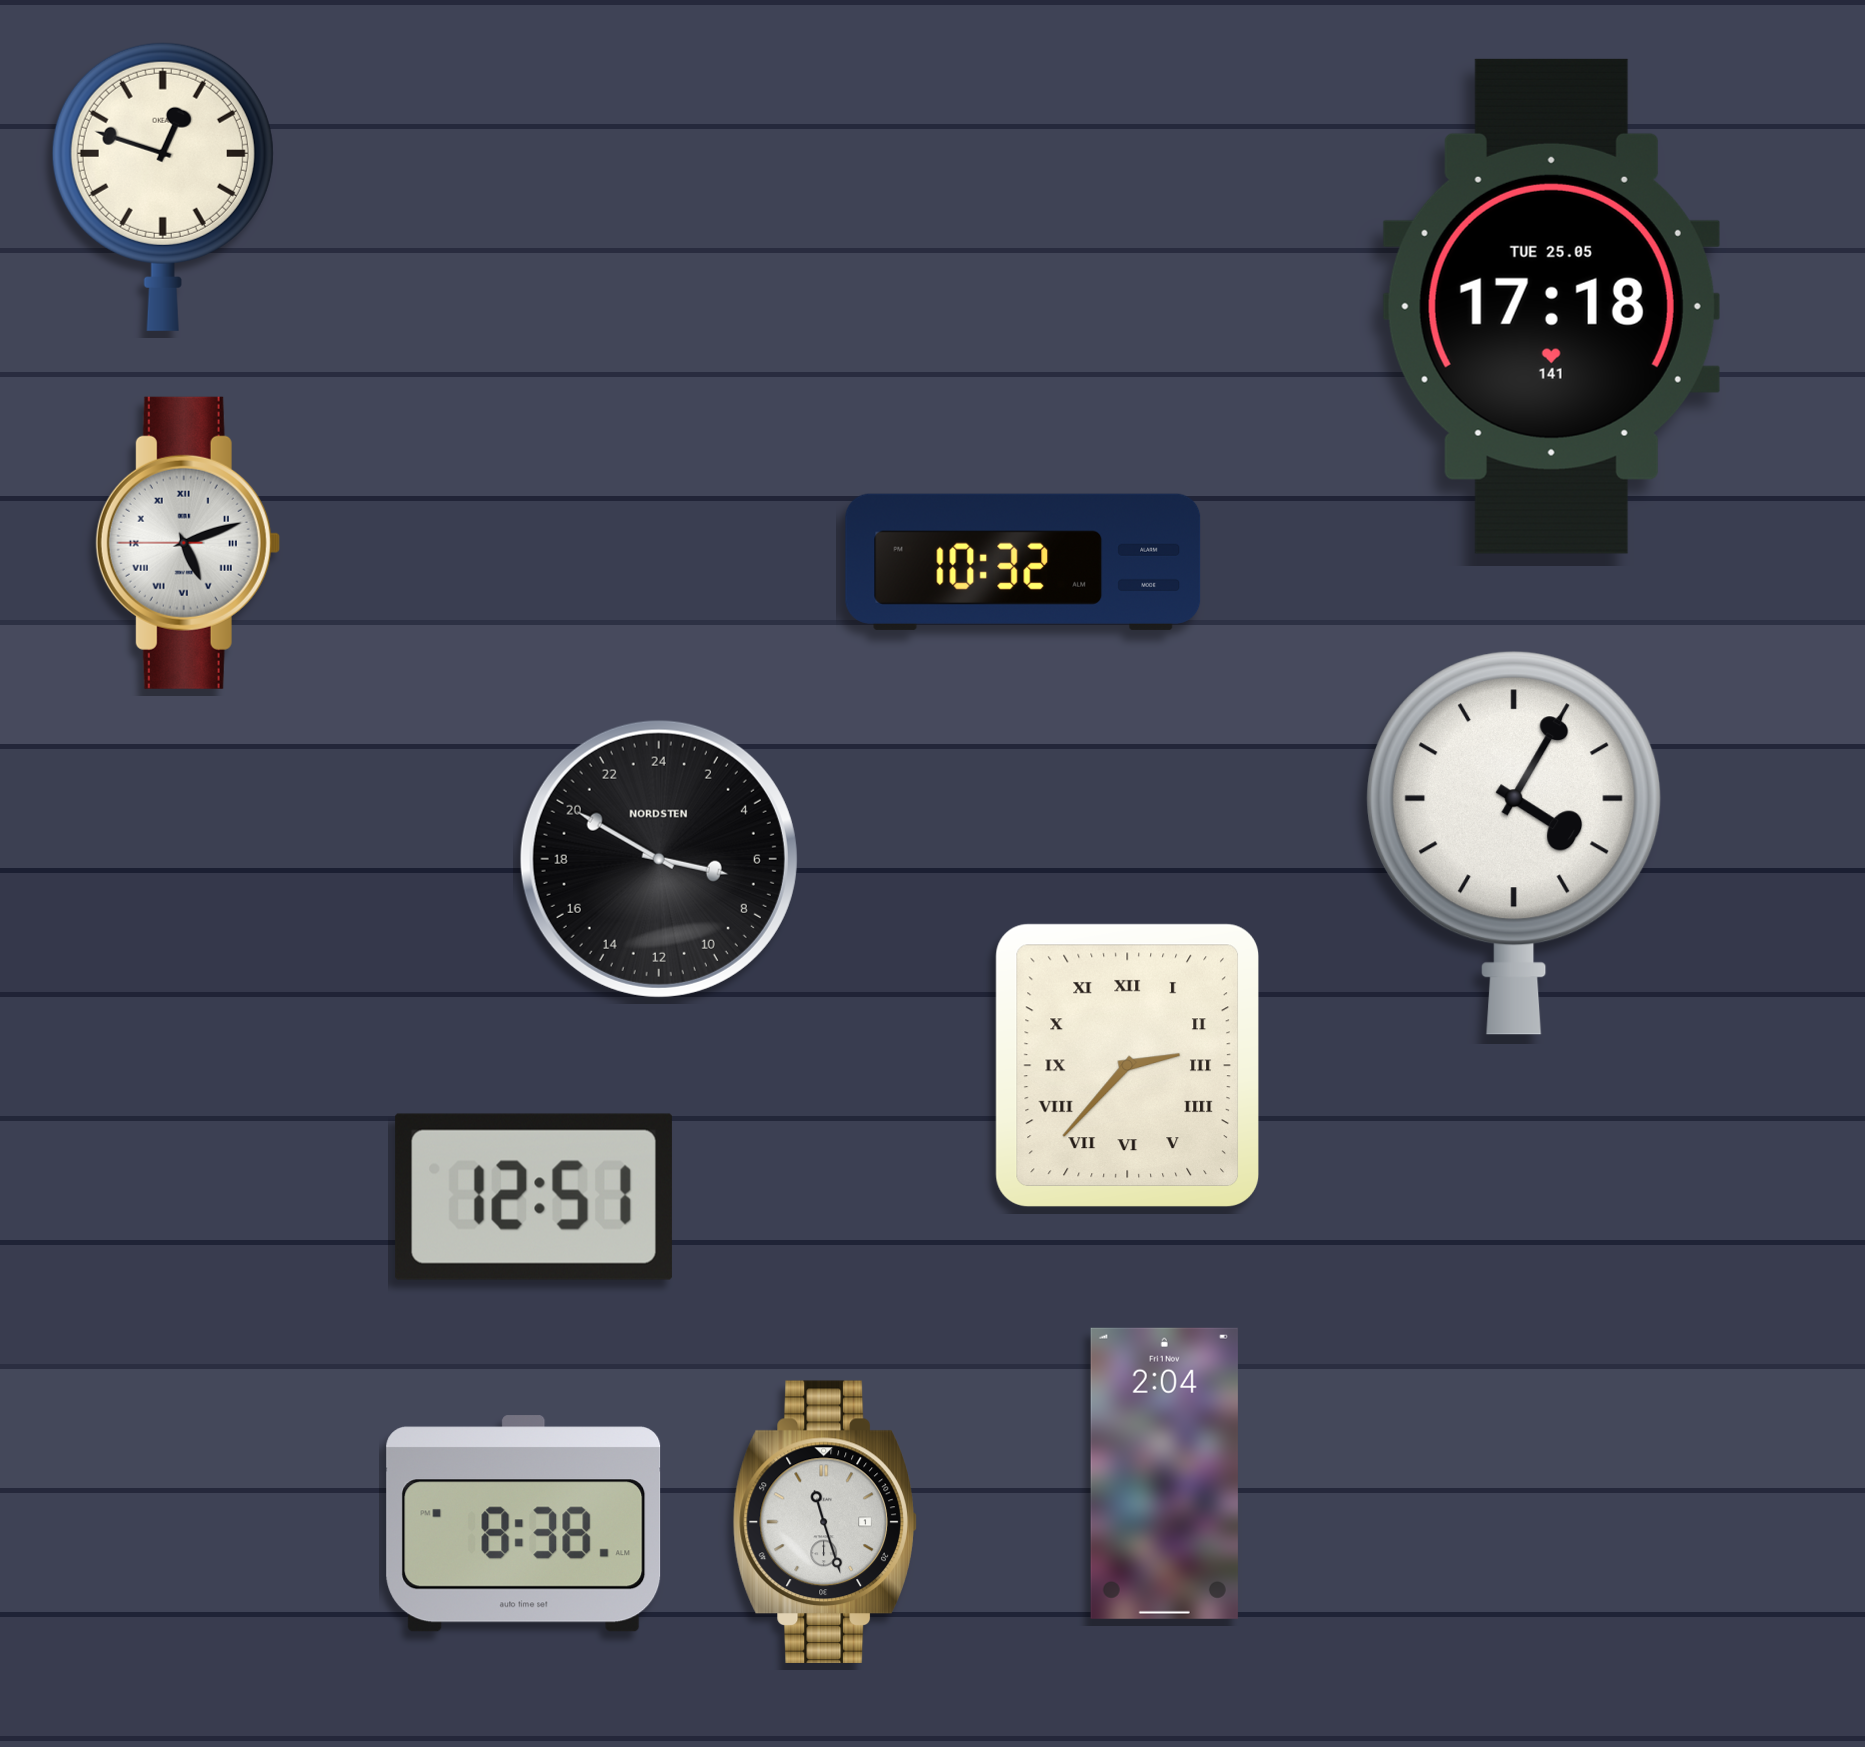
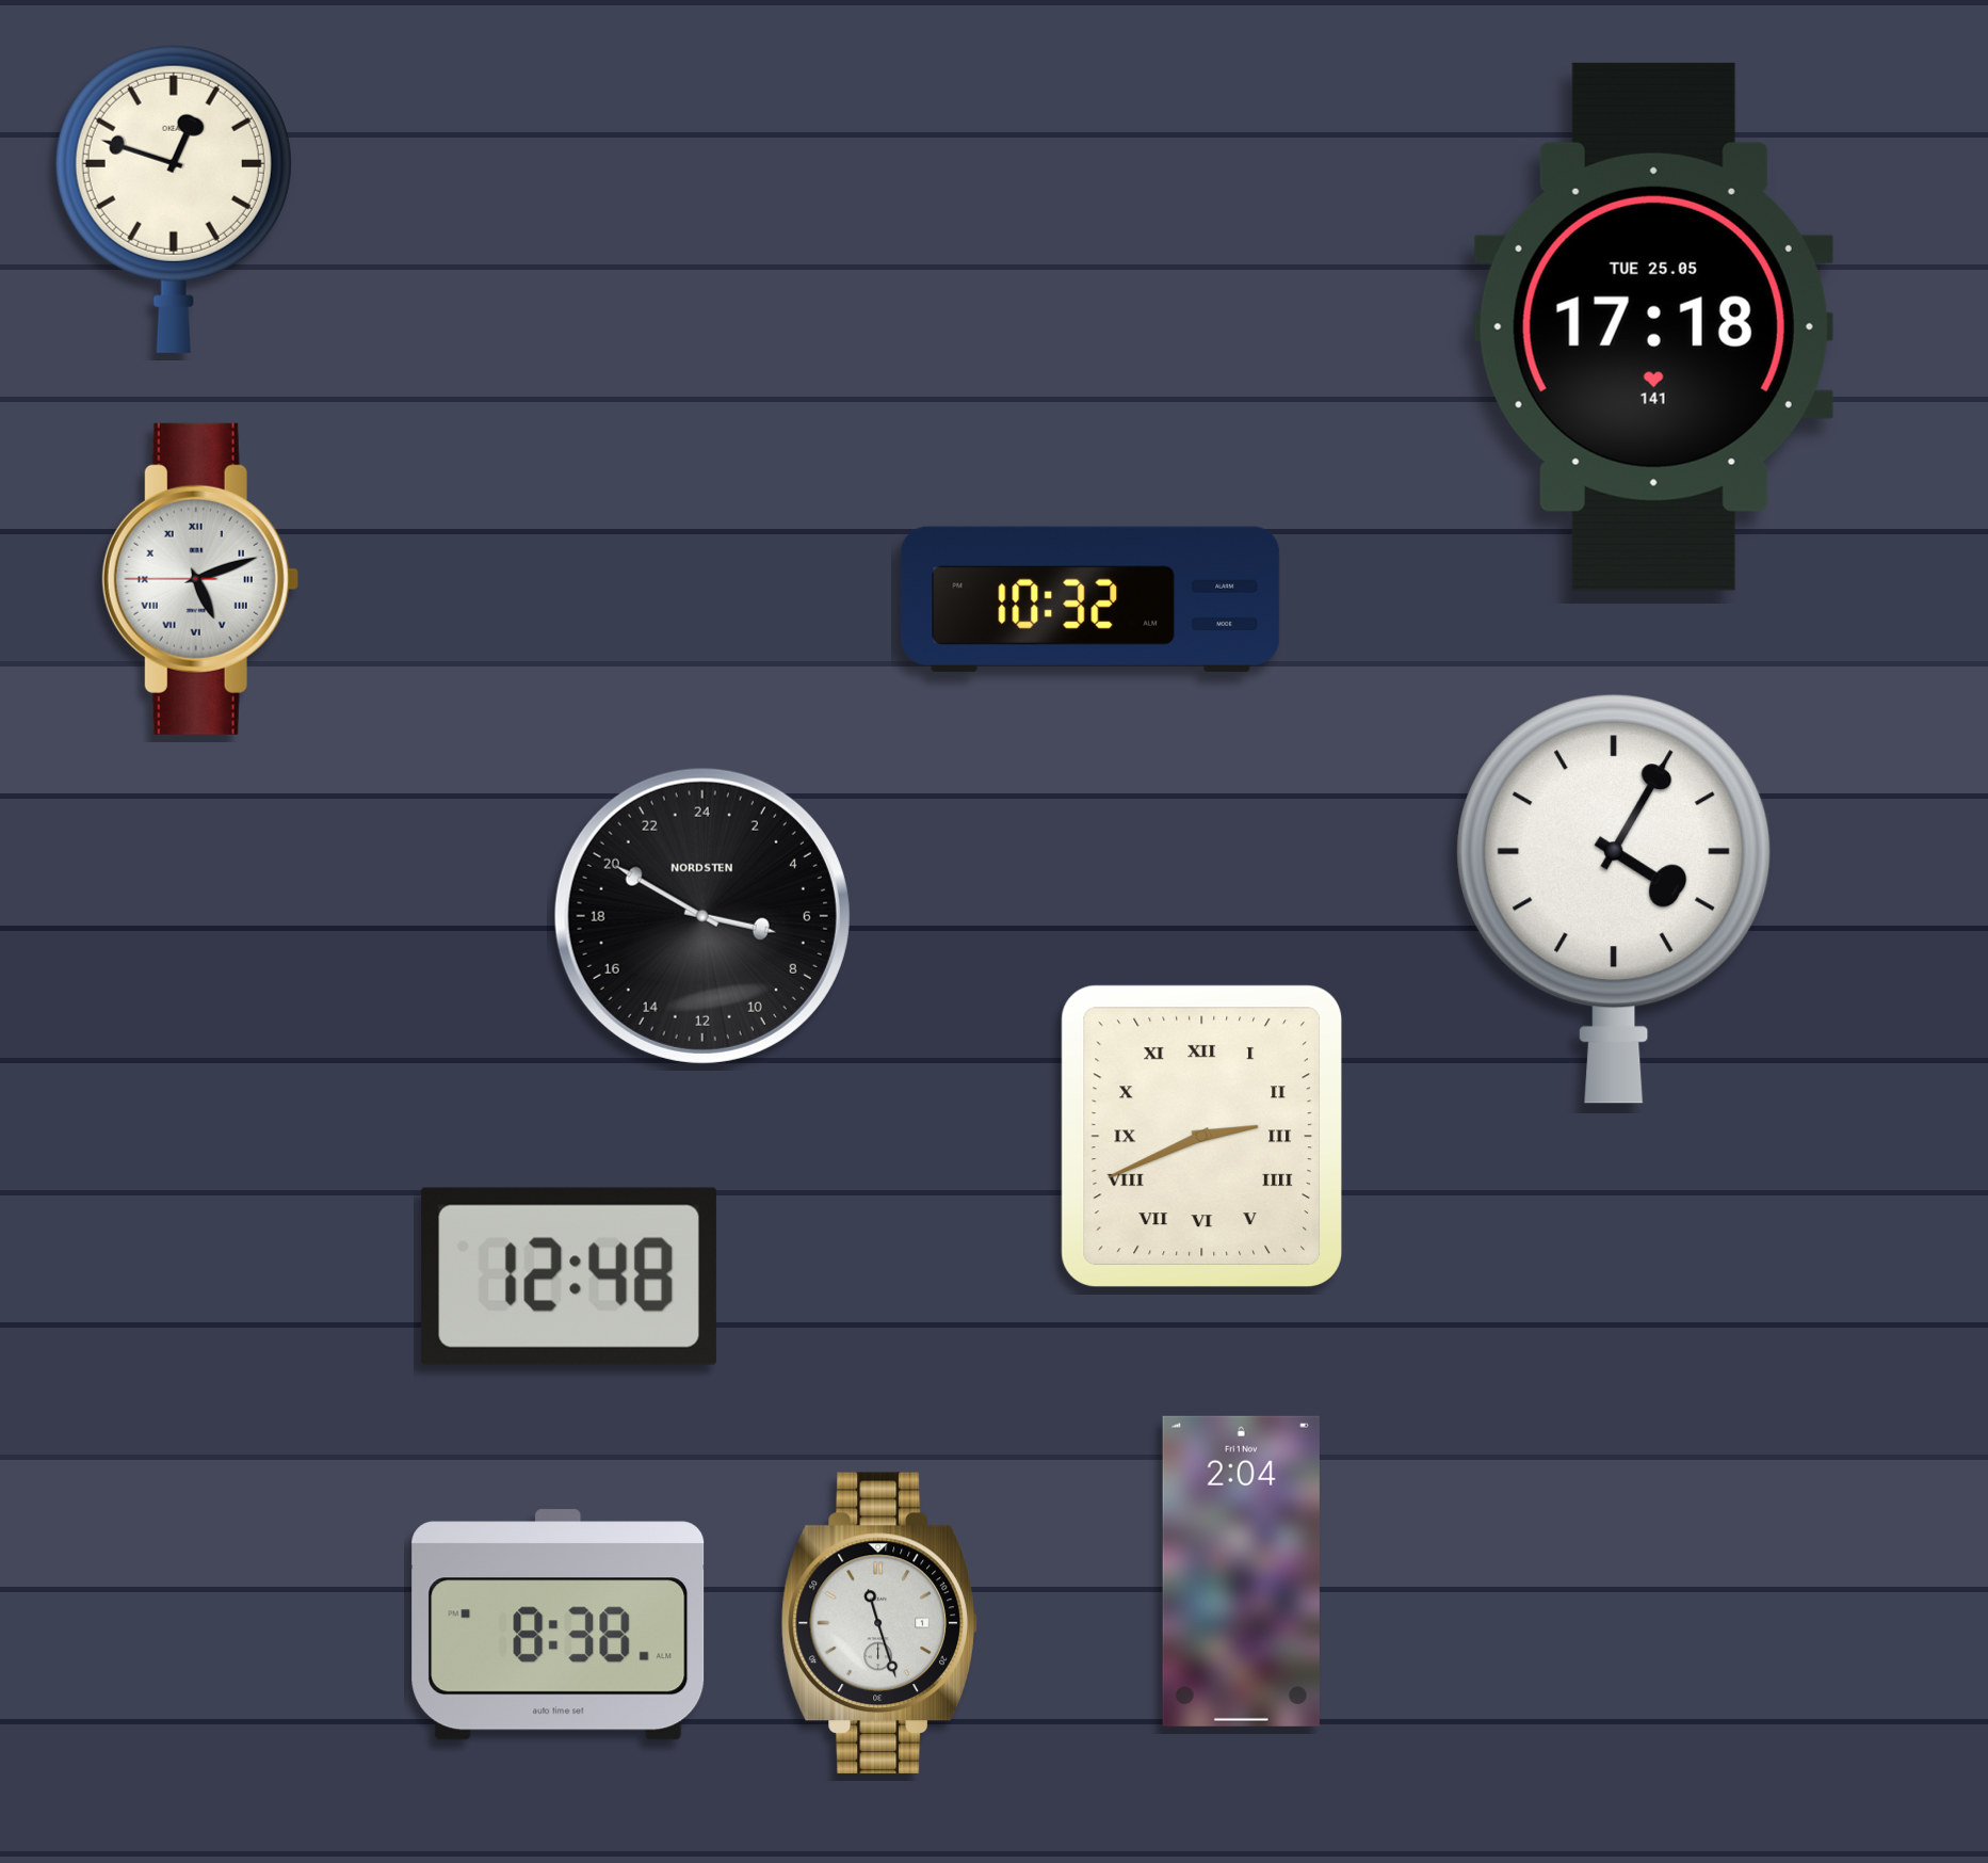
clock at (1127, 1065): 2:37 -> 2:41
clock at (534, 1197): 12:51 -> 12:48
